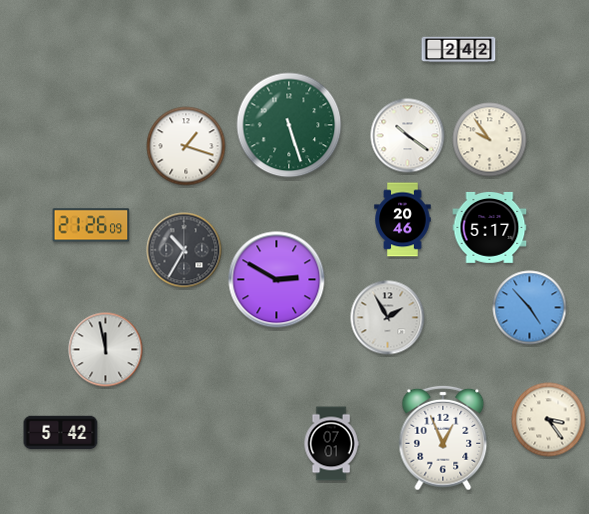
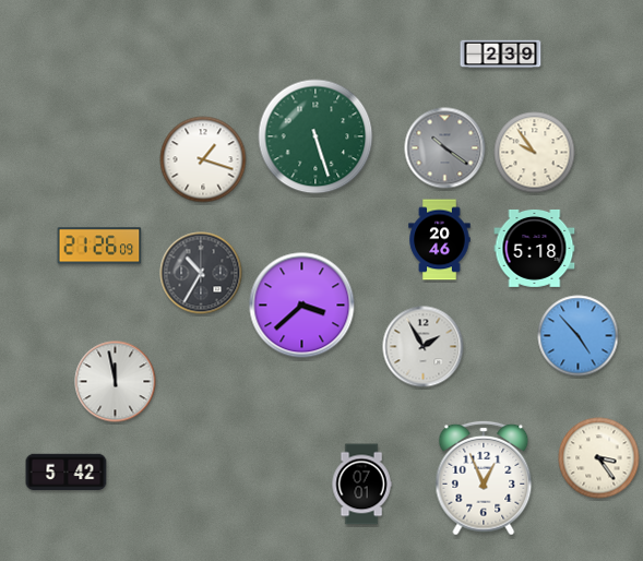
clock at (459, 50): 2:42 -> 2:39
clock at (408, 136) dial: white -> grey
clock at (490, 227): 5:17 -> 5:18
clock at (277, 280): 2:50 -> 3:38
